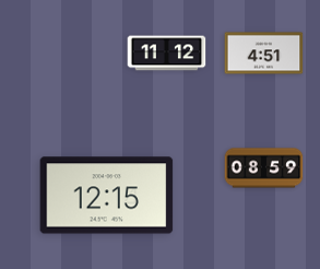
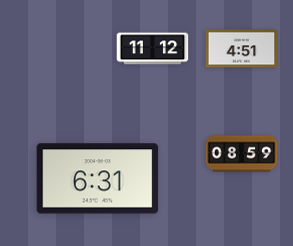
clock at (107, 196): 12:15 -> 6:31
